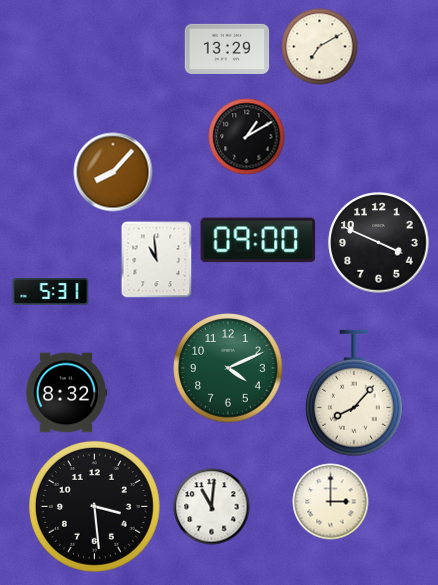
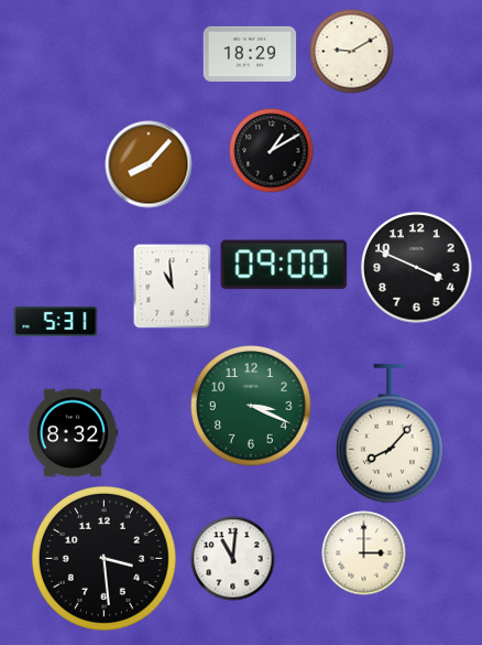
clock at (320, 47): 7:10 -> 9:10
clock at (227, 49): 13:29 -> 18:29
clock at (113, 172) position: (113, 172) -> (149, 164)
clock at (228, 368): 4:11 -> 3:19
